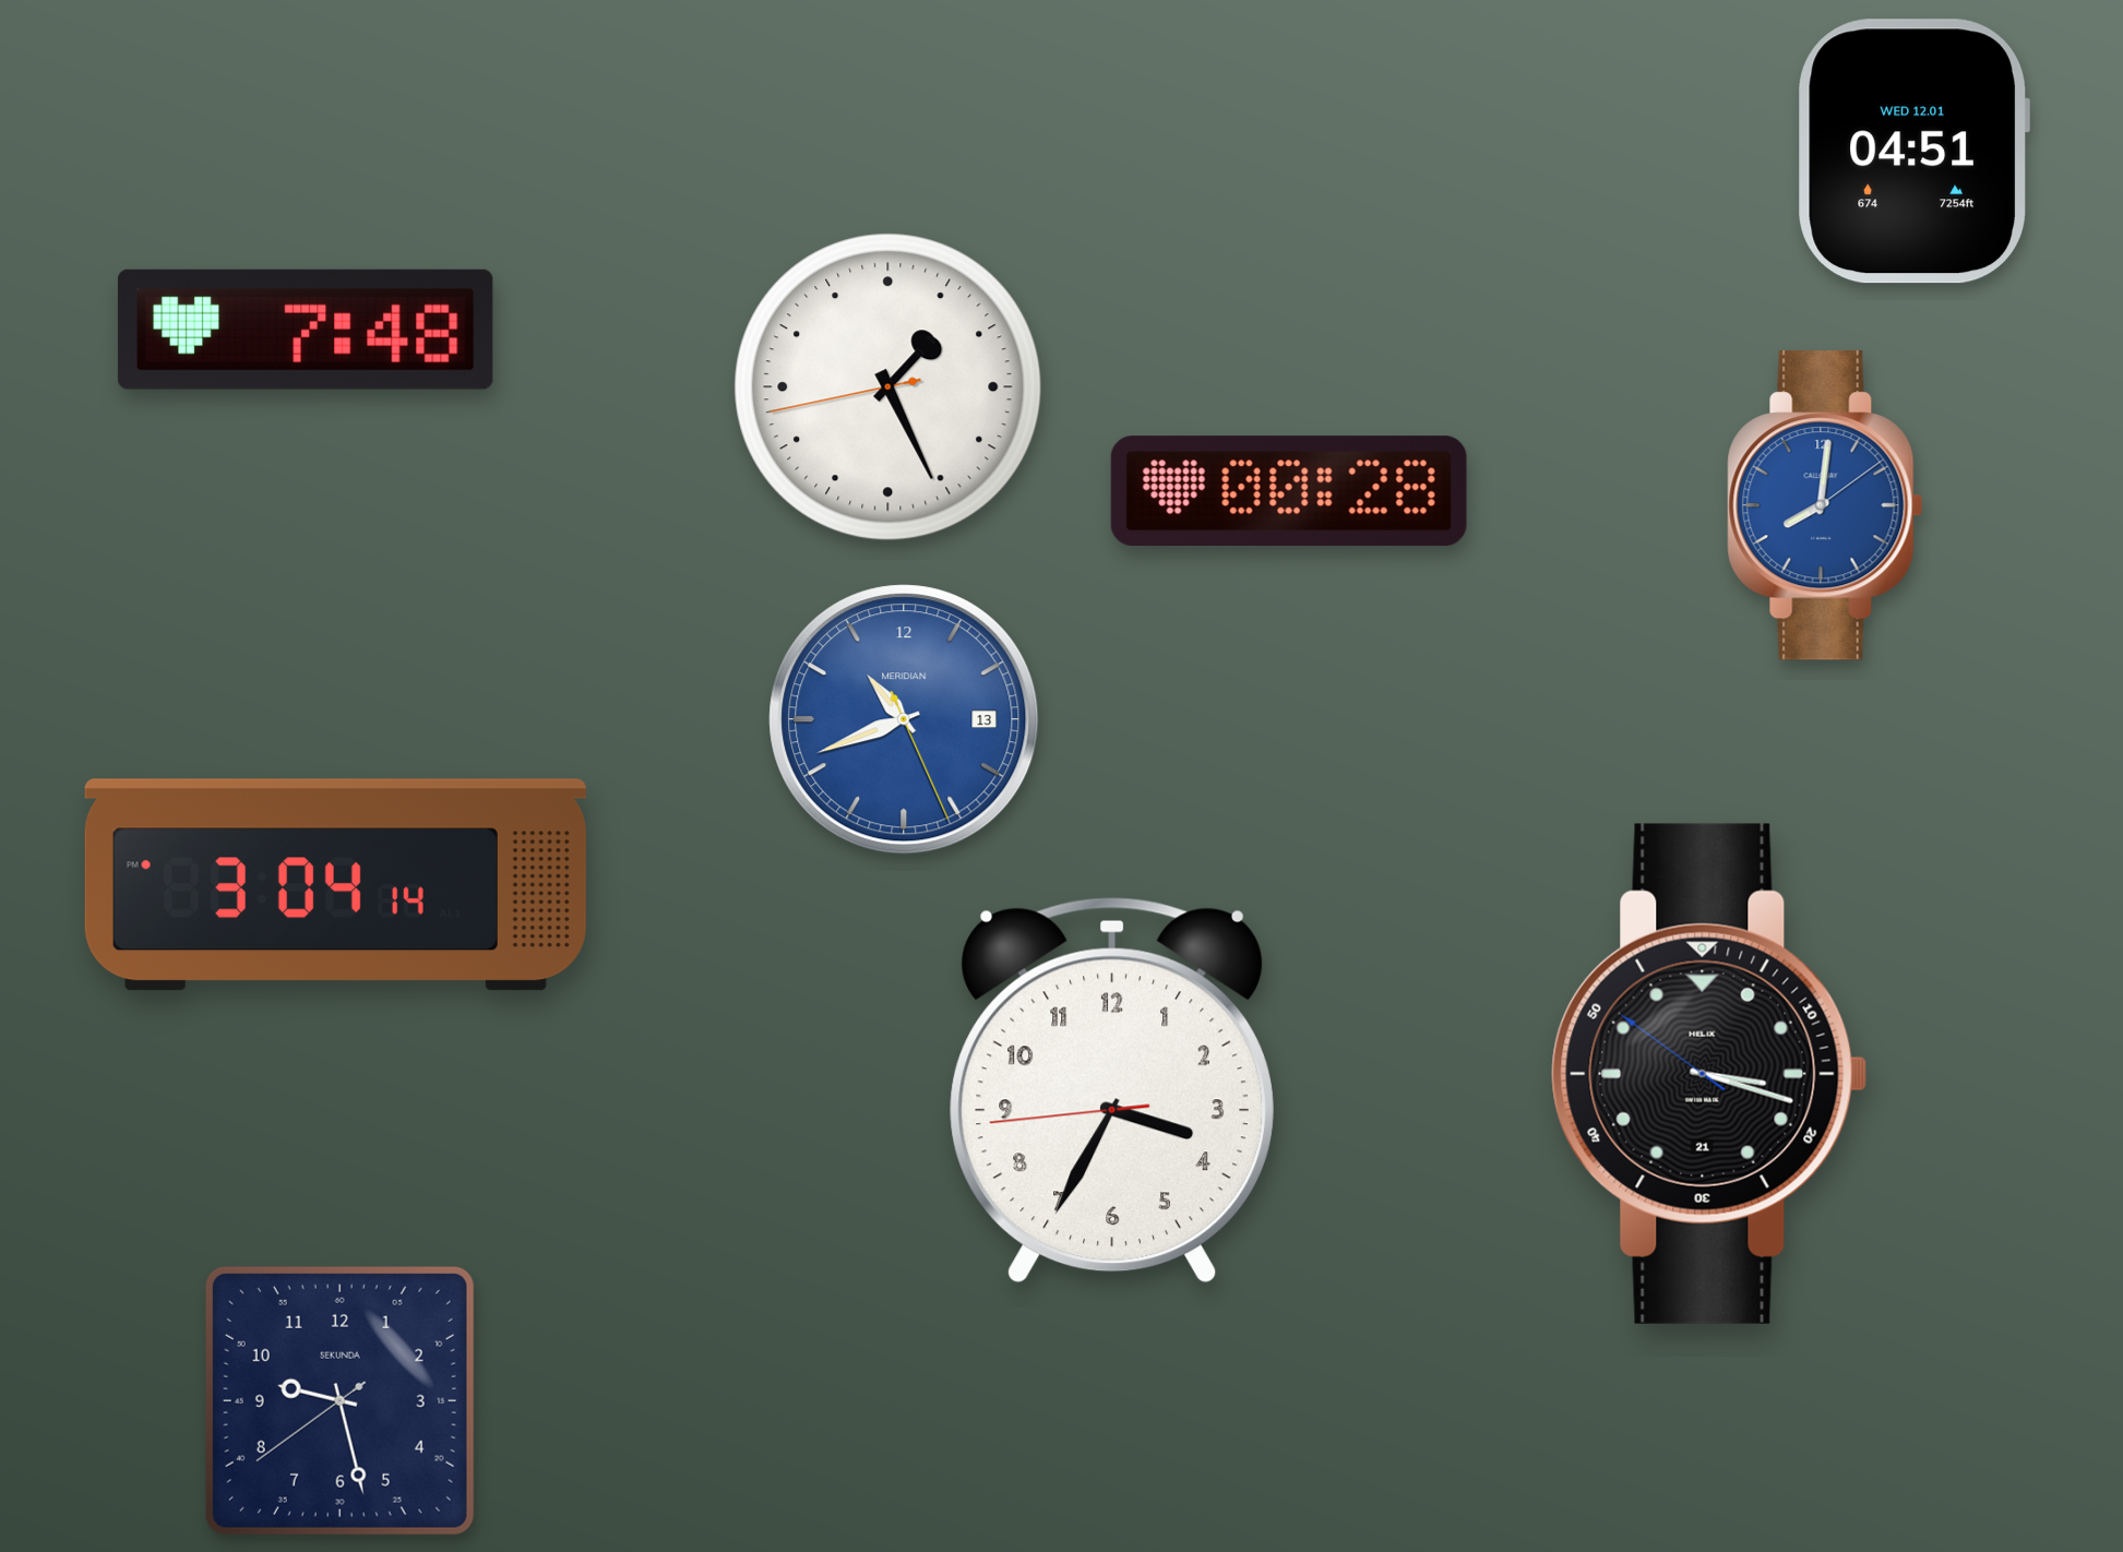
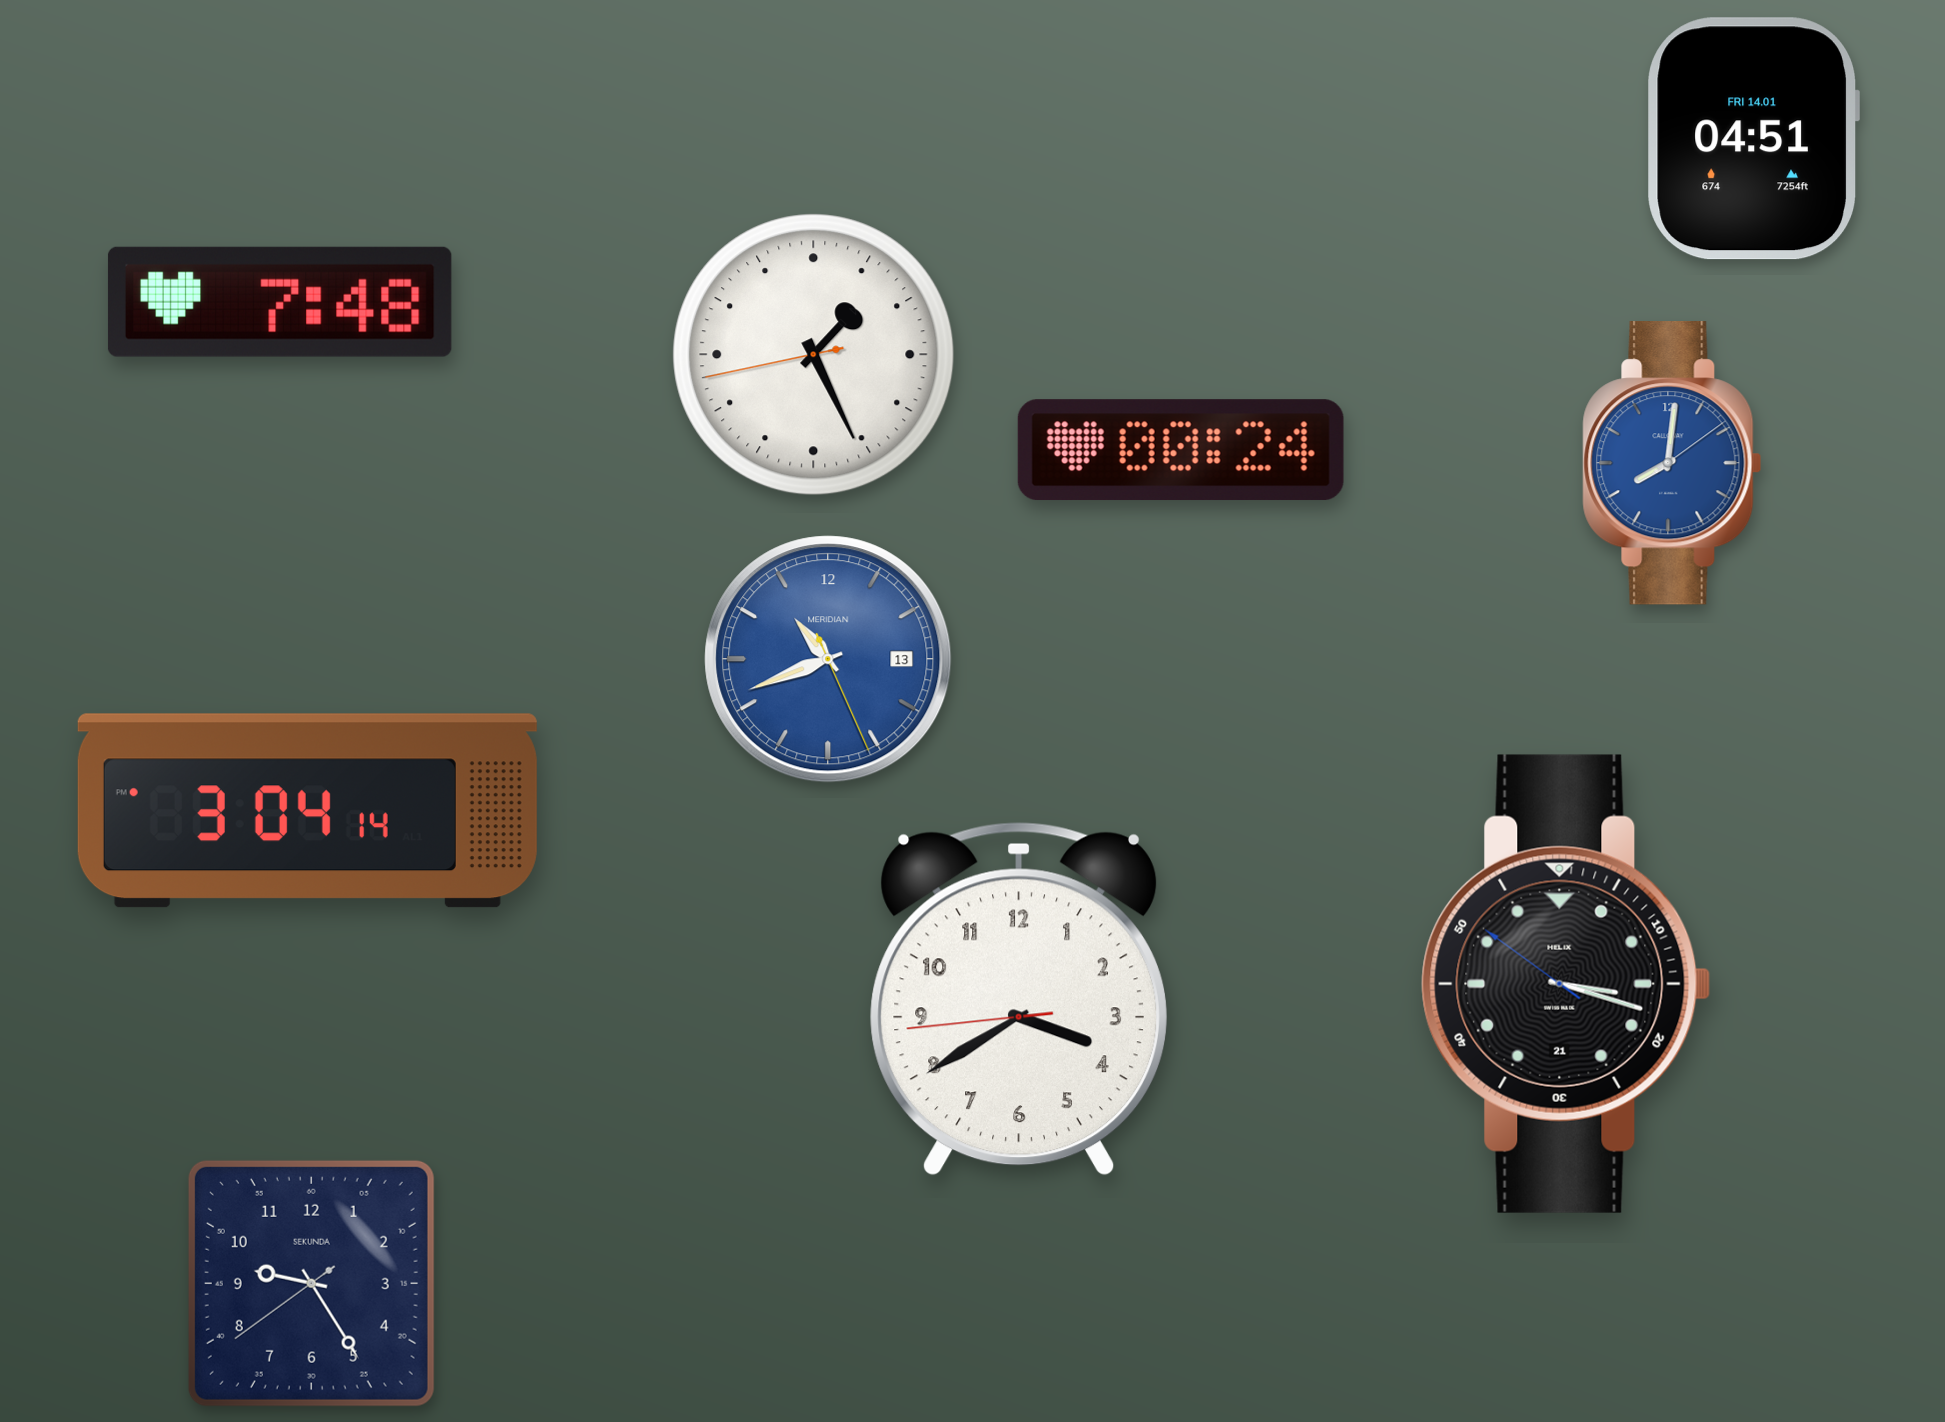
clock at (1913, 152) date: WED 12.01 -> FRI 14.01
clock at (1289, 491): 00:28 -> 00:24
clock at (1112, 1090): 3:34 -> 3:39
clock at (339, 1400): 9:27 -> 9:24
